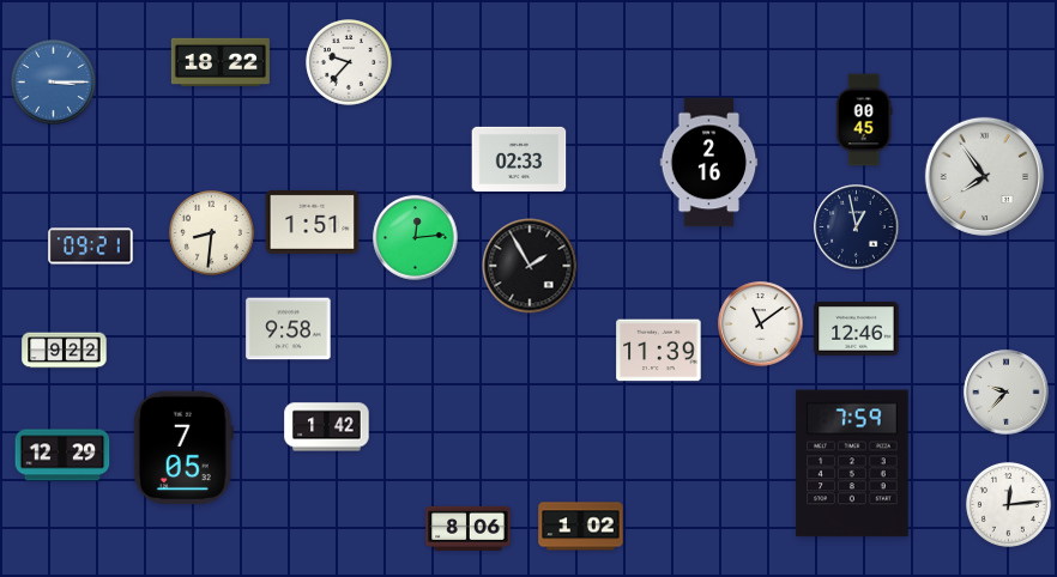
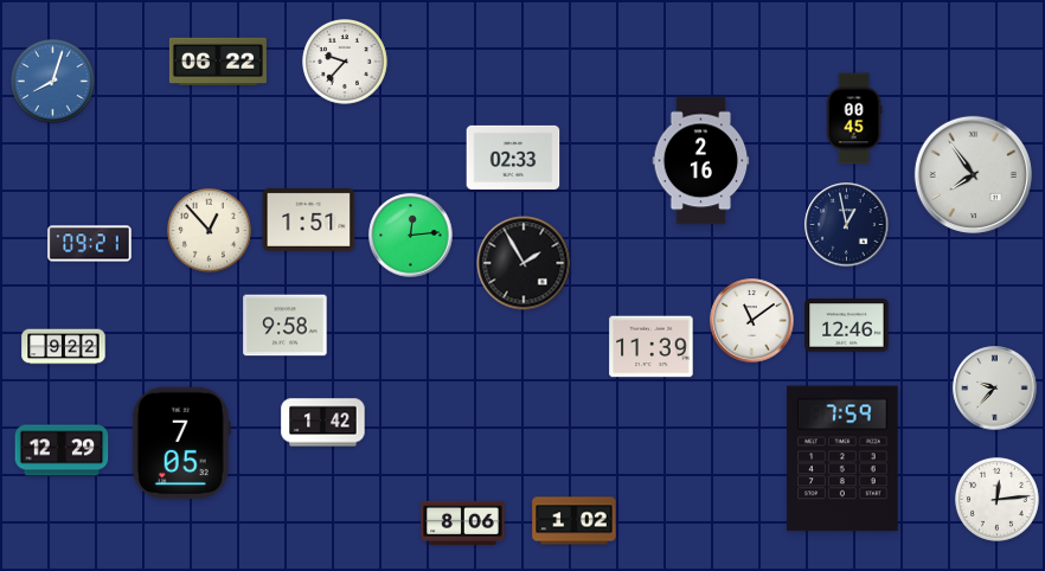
clock at (221, 61): 18:22 -> 06:22
clock at (53, 81): 3:15 -> 8:03
clock at (211, 232): 8:31 -> 12:53
